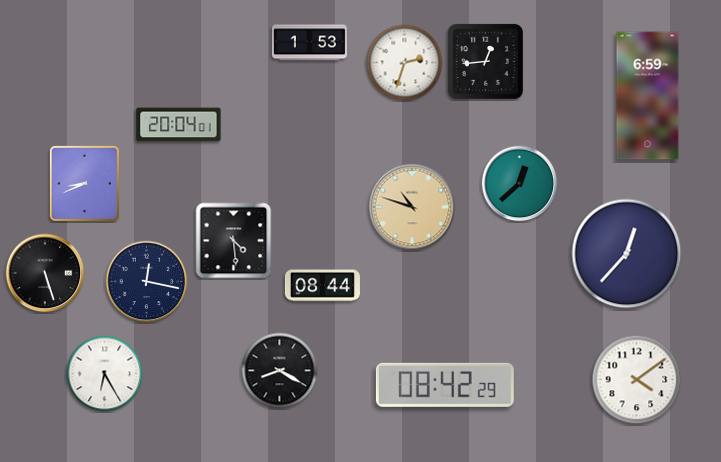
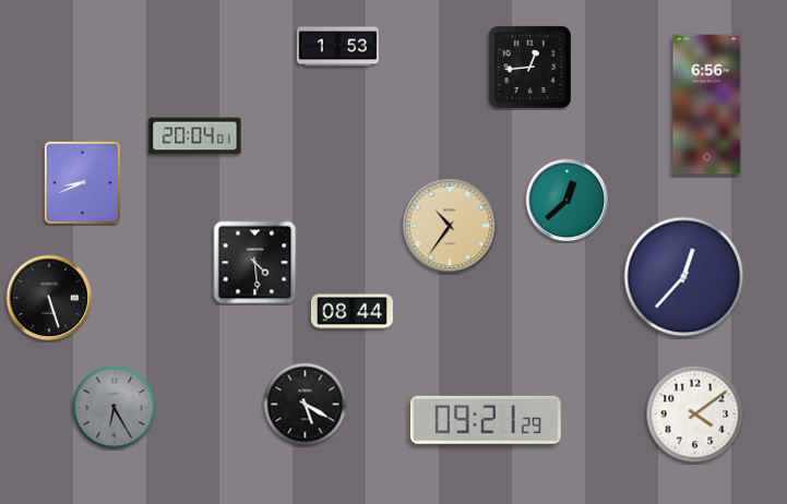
clock at (405, 63): 2:33 -> none
clock at (648, 96): 6:59 -> 6:56
clock at (84, 183) position: (84, 183) -> (82, 182)
clock at (412, 207): 10:48 -> 10:36
clock at (147, 282): 12:17 -> none
clock at (280, 371): 8:20 -> 5:20
clock at (105, 374) dial: white -> grey
clock at (445, 385): 08:42 -> 09:21
